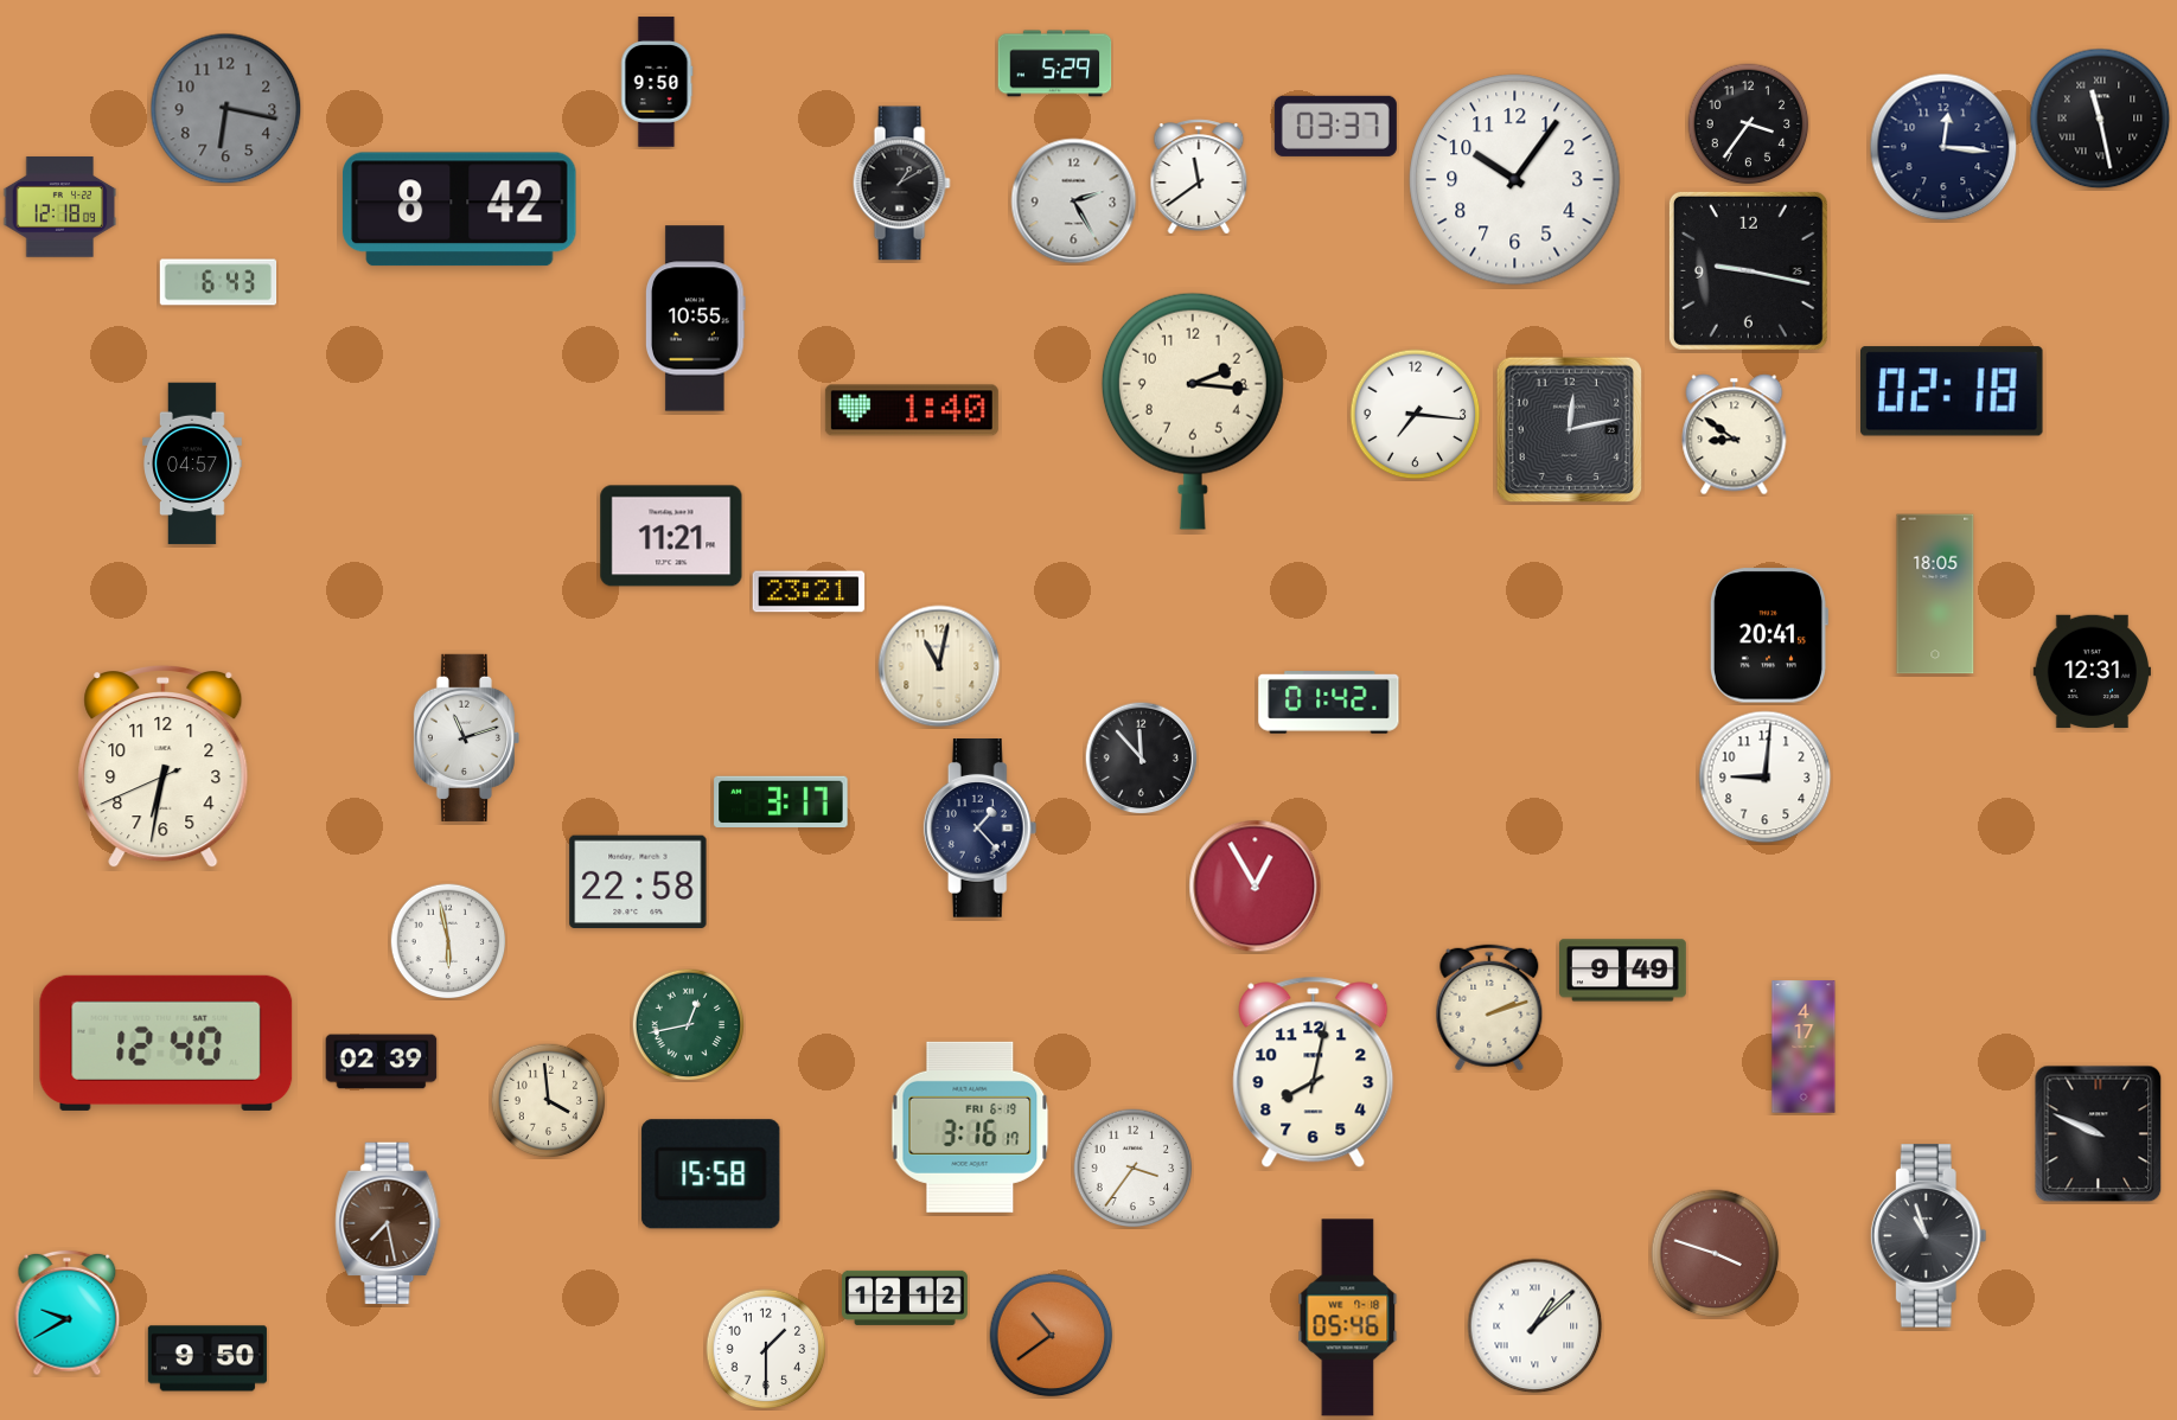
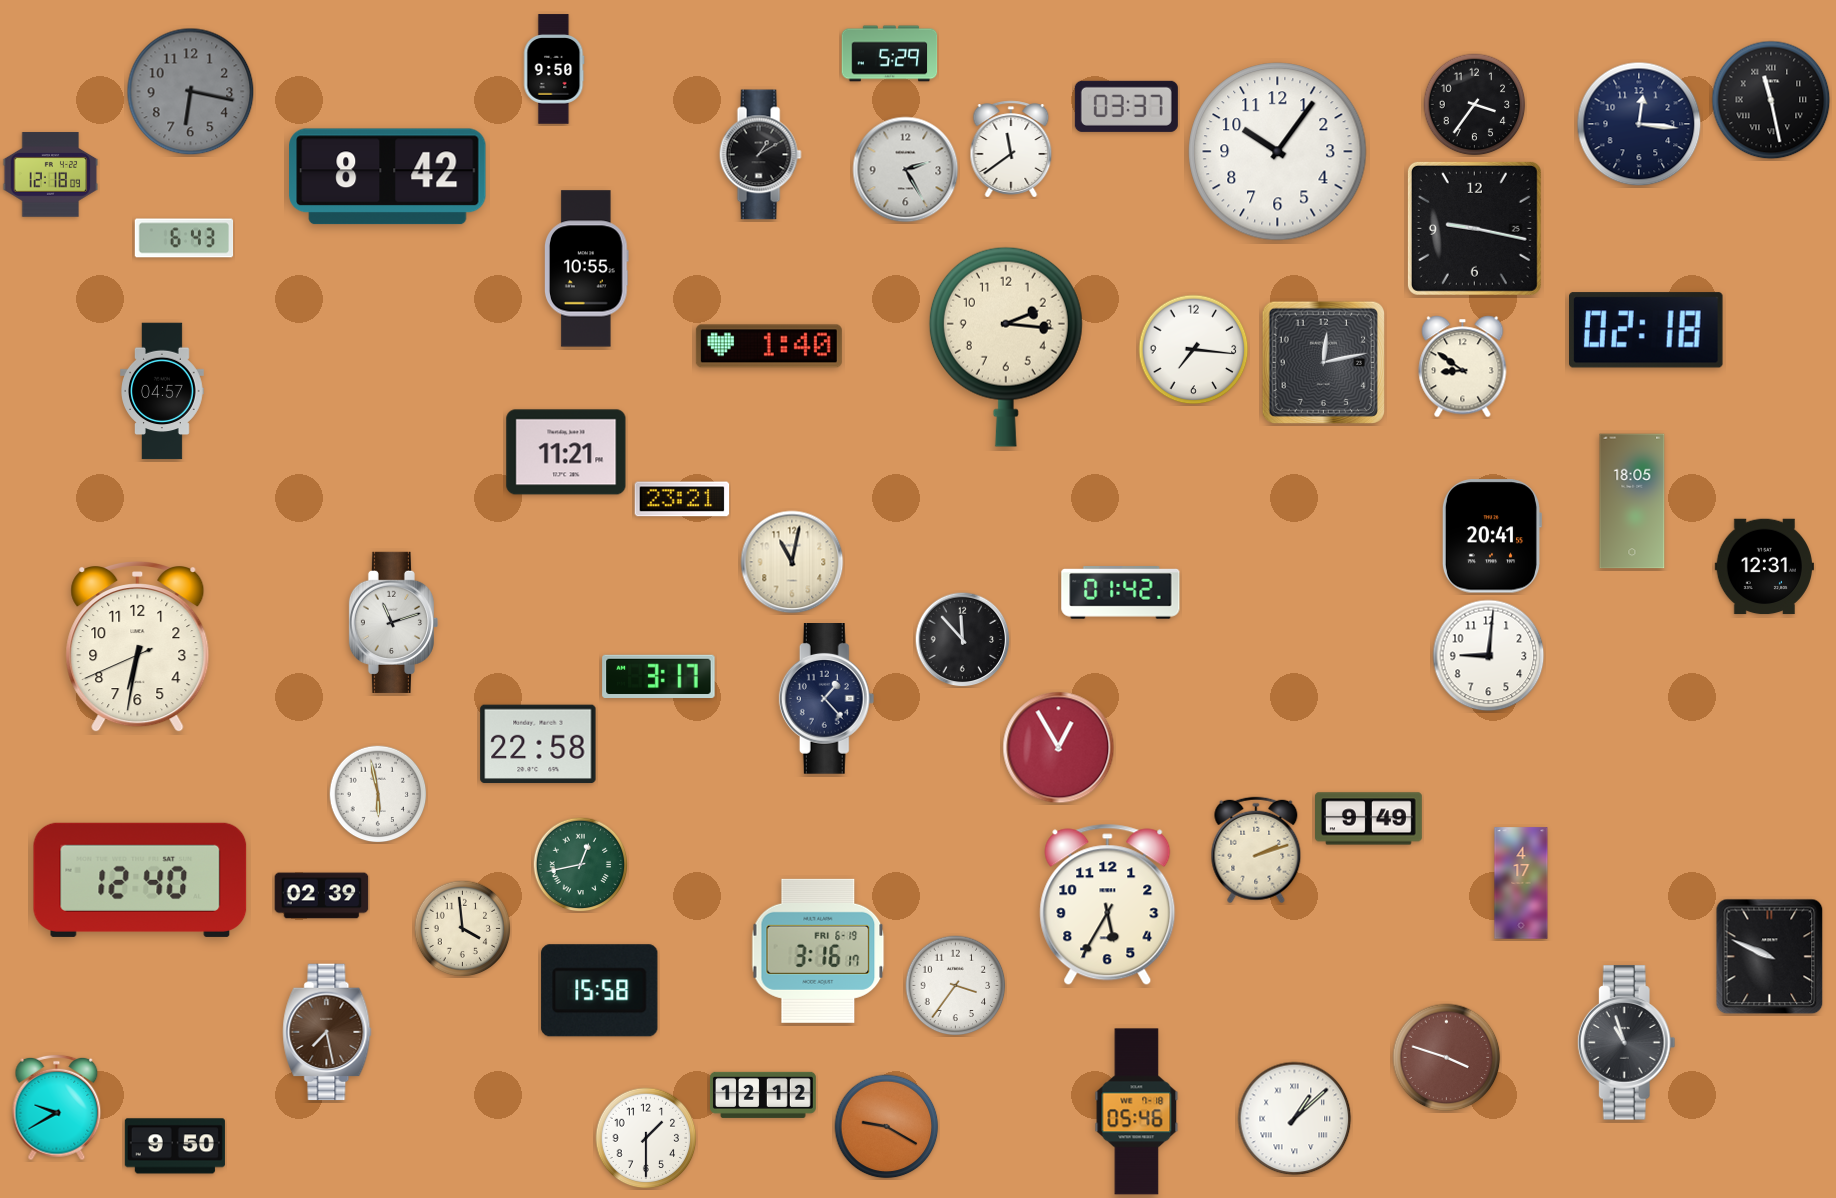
clock at (1314, 1073): 8:02 -> 5:35
clock at (1052, 1336): 10:39 -> 9:20
